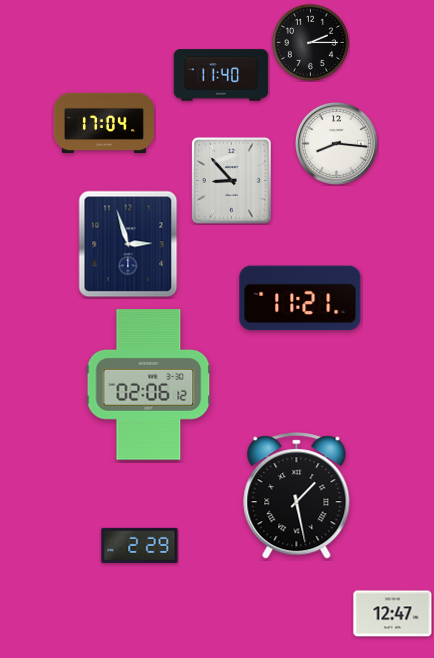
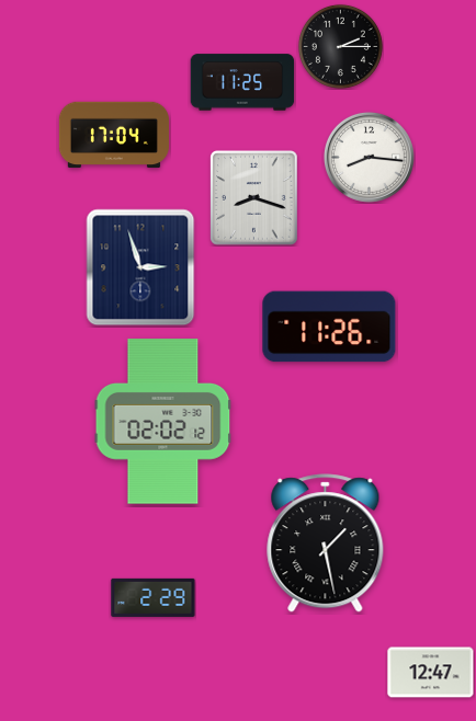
clock at (221, 75): 11:40 -> 11:25
clock at (232, 181): 8:53 -> 8:18
clock at (300, 298): 11:21 -> 11:26
clock at (149, 385): 02:06 -> 02:02
